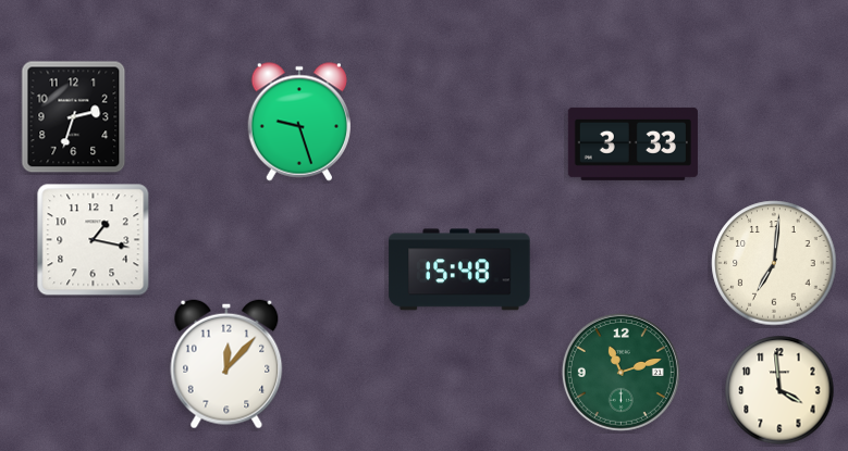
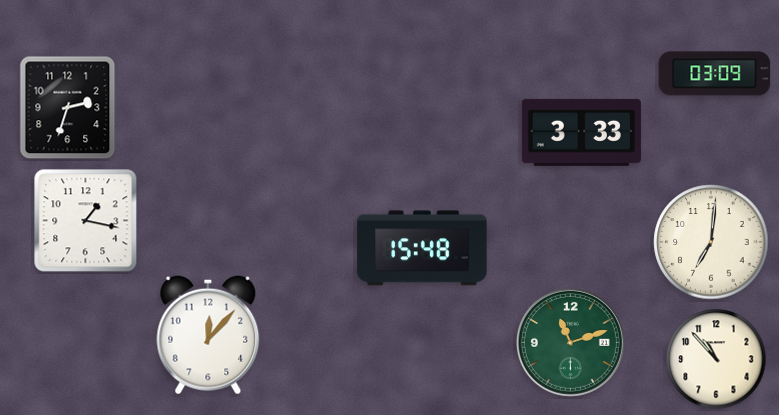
clock at (715, 74): none -> 03:09
clock at (298, 122): 9:27 -> none
clock at (779, 390): 3:59 -> 10:53
